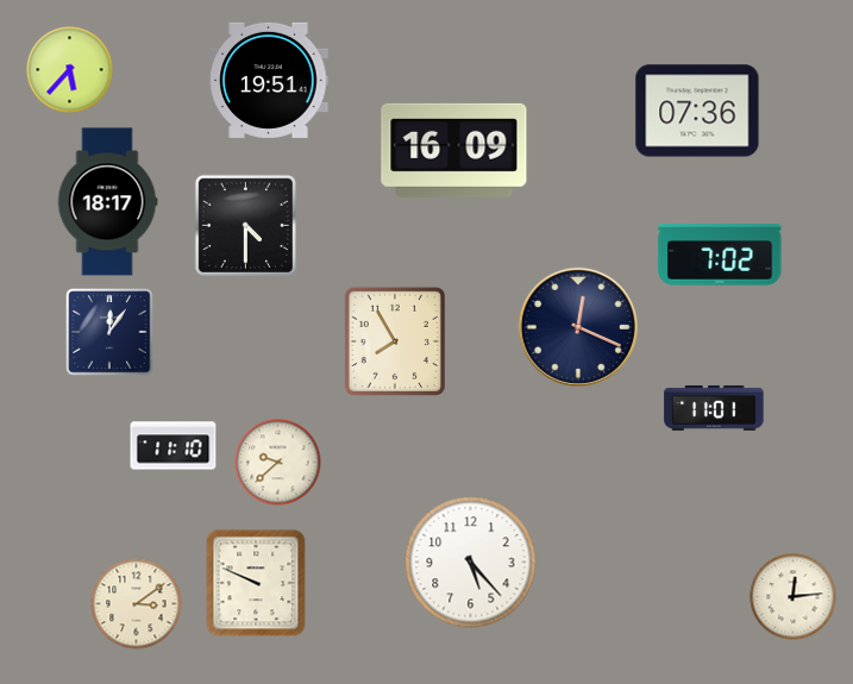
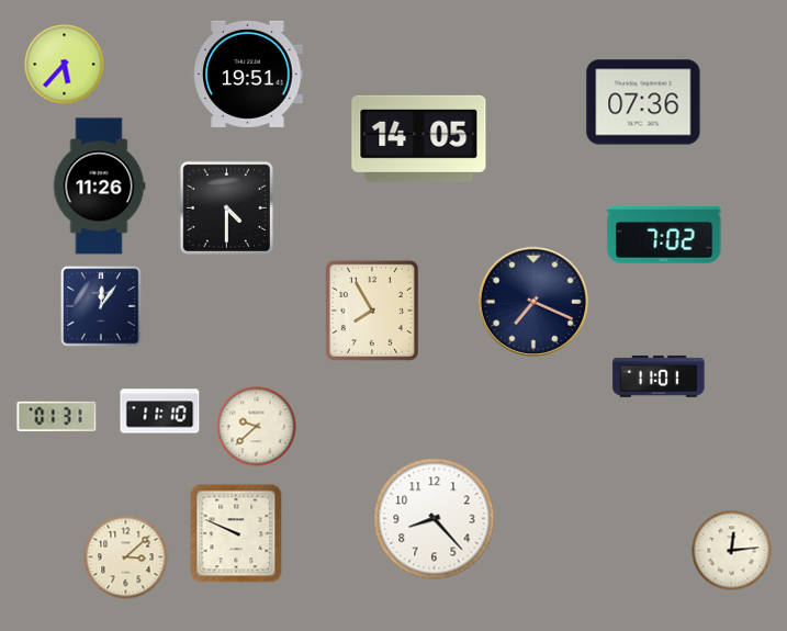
clock at (454, 150): 16:09 -> 14:05
clock at (107, 202): 18:17 -> 11:26
clock at (578, 327): 12:19 -> 7:19
clock at (395, 341) position: (395, 341) -> (372, 311)
clock at (57, 416): none -> 01:31
clock at (471, 563): 5:23 -> 8:23
clock at (256, 583) position: (256, 583) -> (236, 533)
clock at (137, 604): 3:09 -> 3:08
